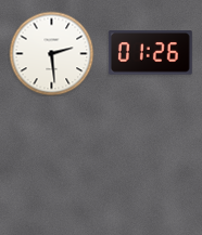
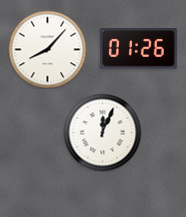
clock at (51, 53): 2:29 -> 8:07
clock at (102, 132): none -> 12:04
